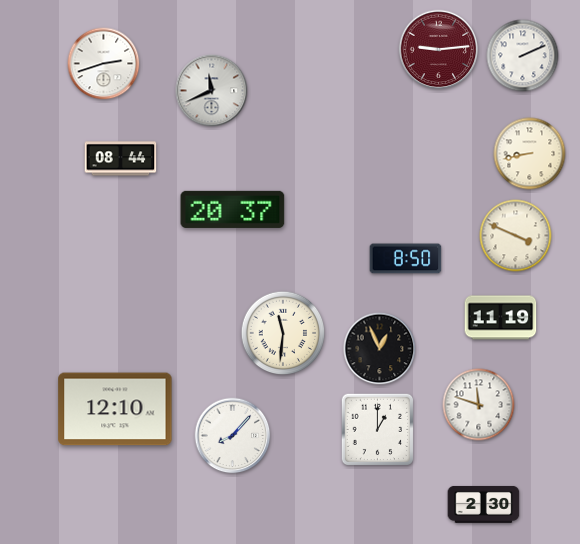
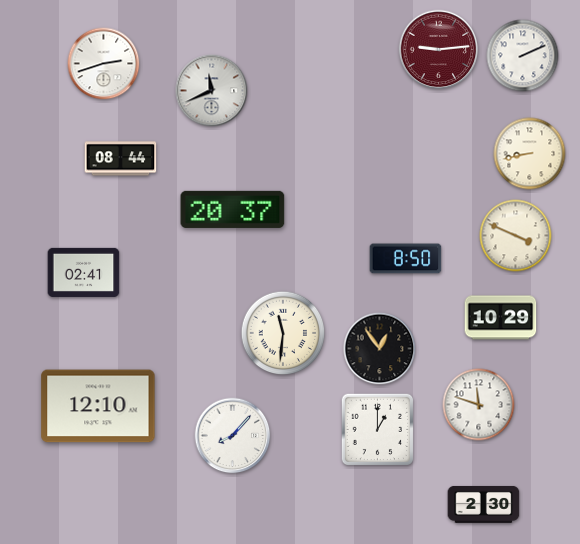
clock at (84, 272): none -> 02:41
clock at (501, 318): 11:19 -> 10:29
clock at (380, 349): 12:56 -> 12:54
clock at (115, 409) position: (115, 409) -> (98, 406)
